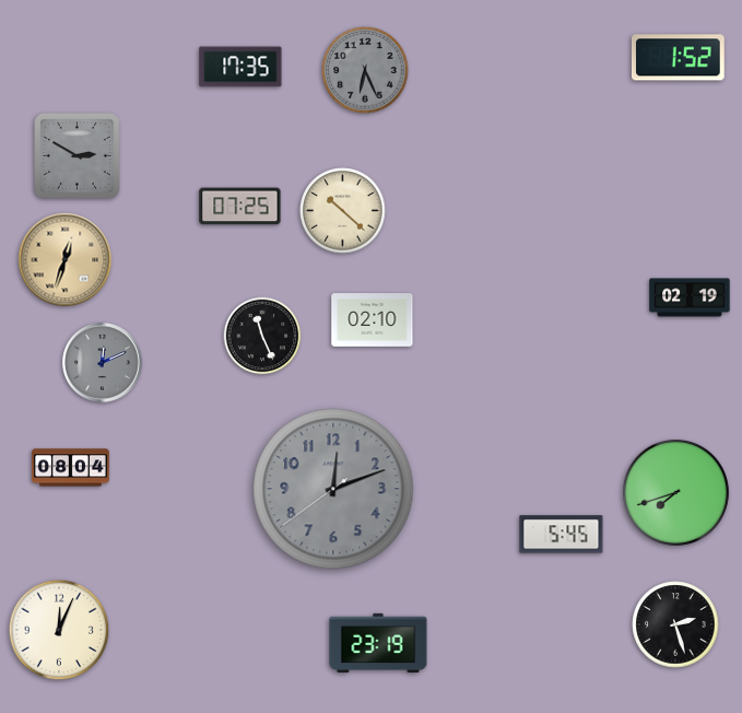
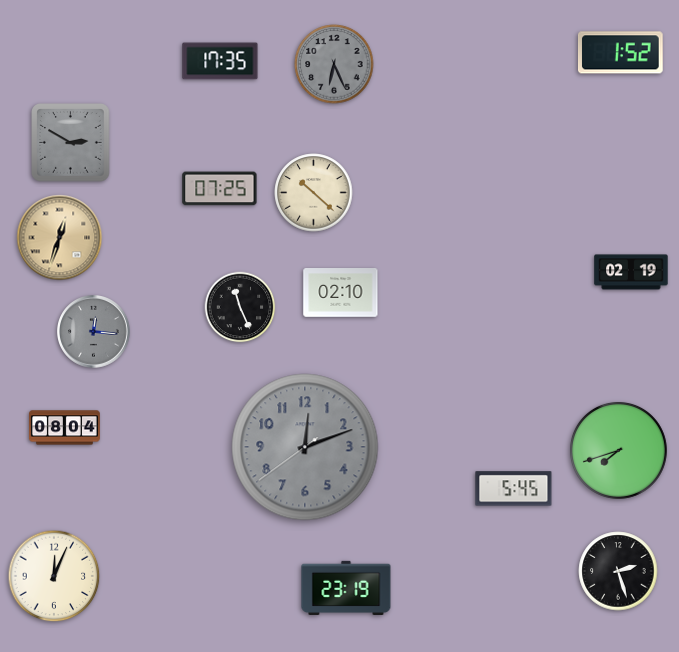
clock at (103, 363): 12:11 -> 12:16
